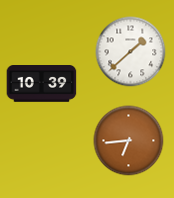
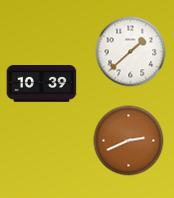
clock at (129, 141): 6:44 -> 2:41
